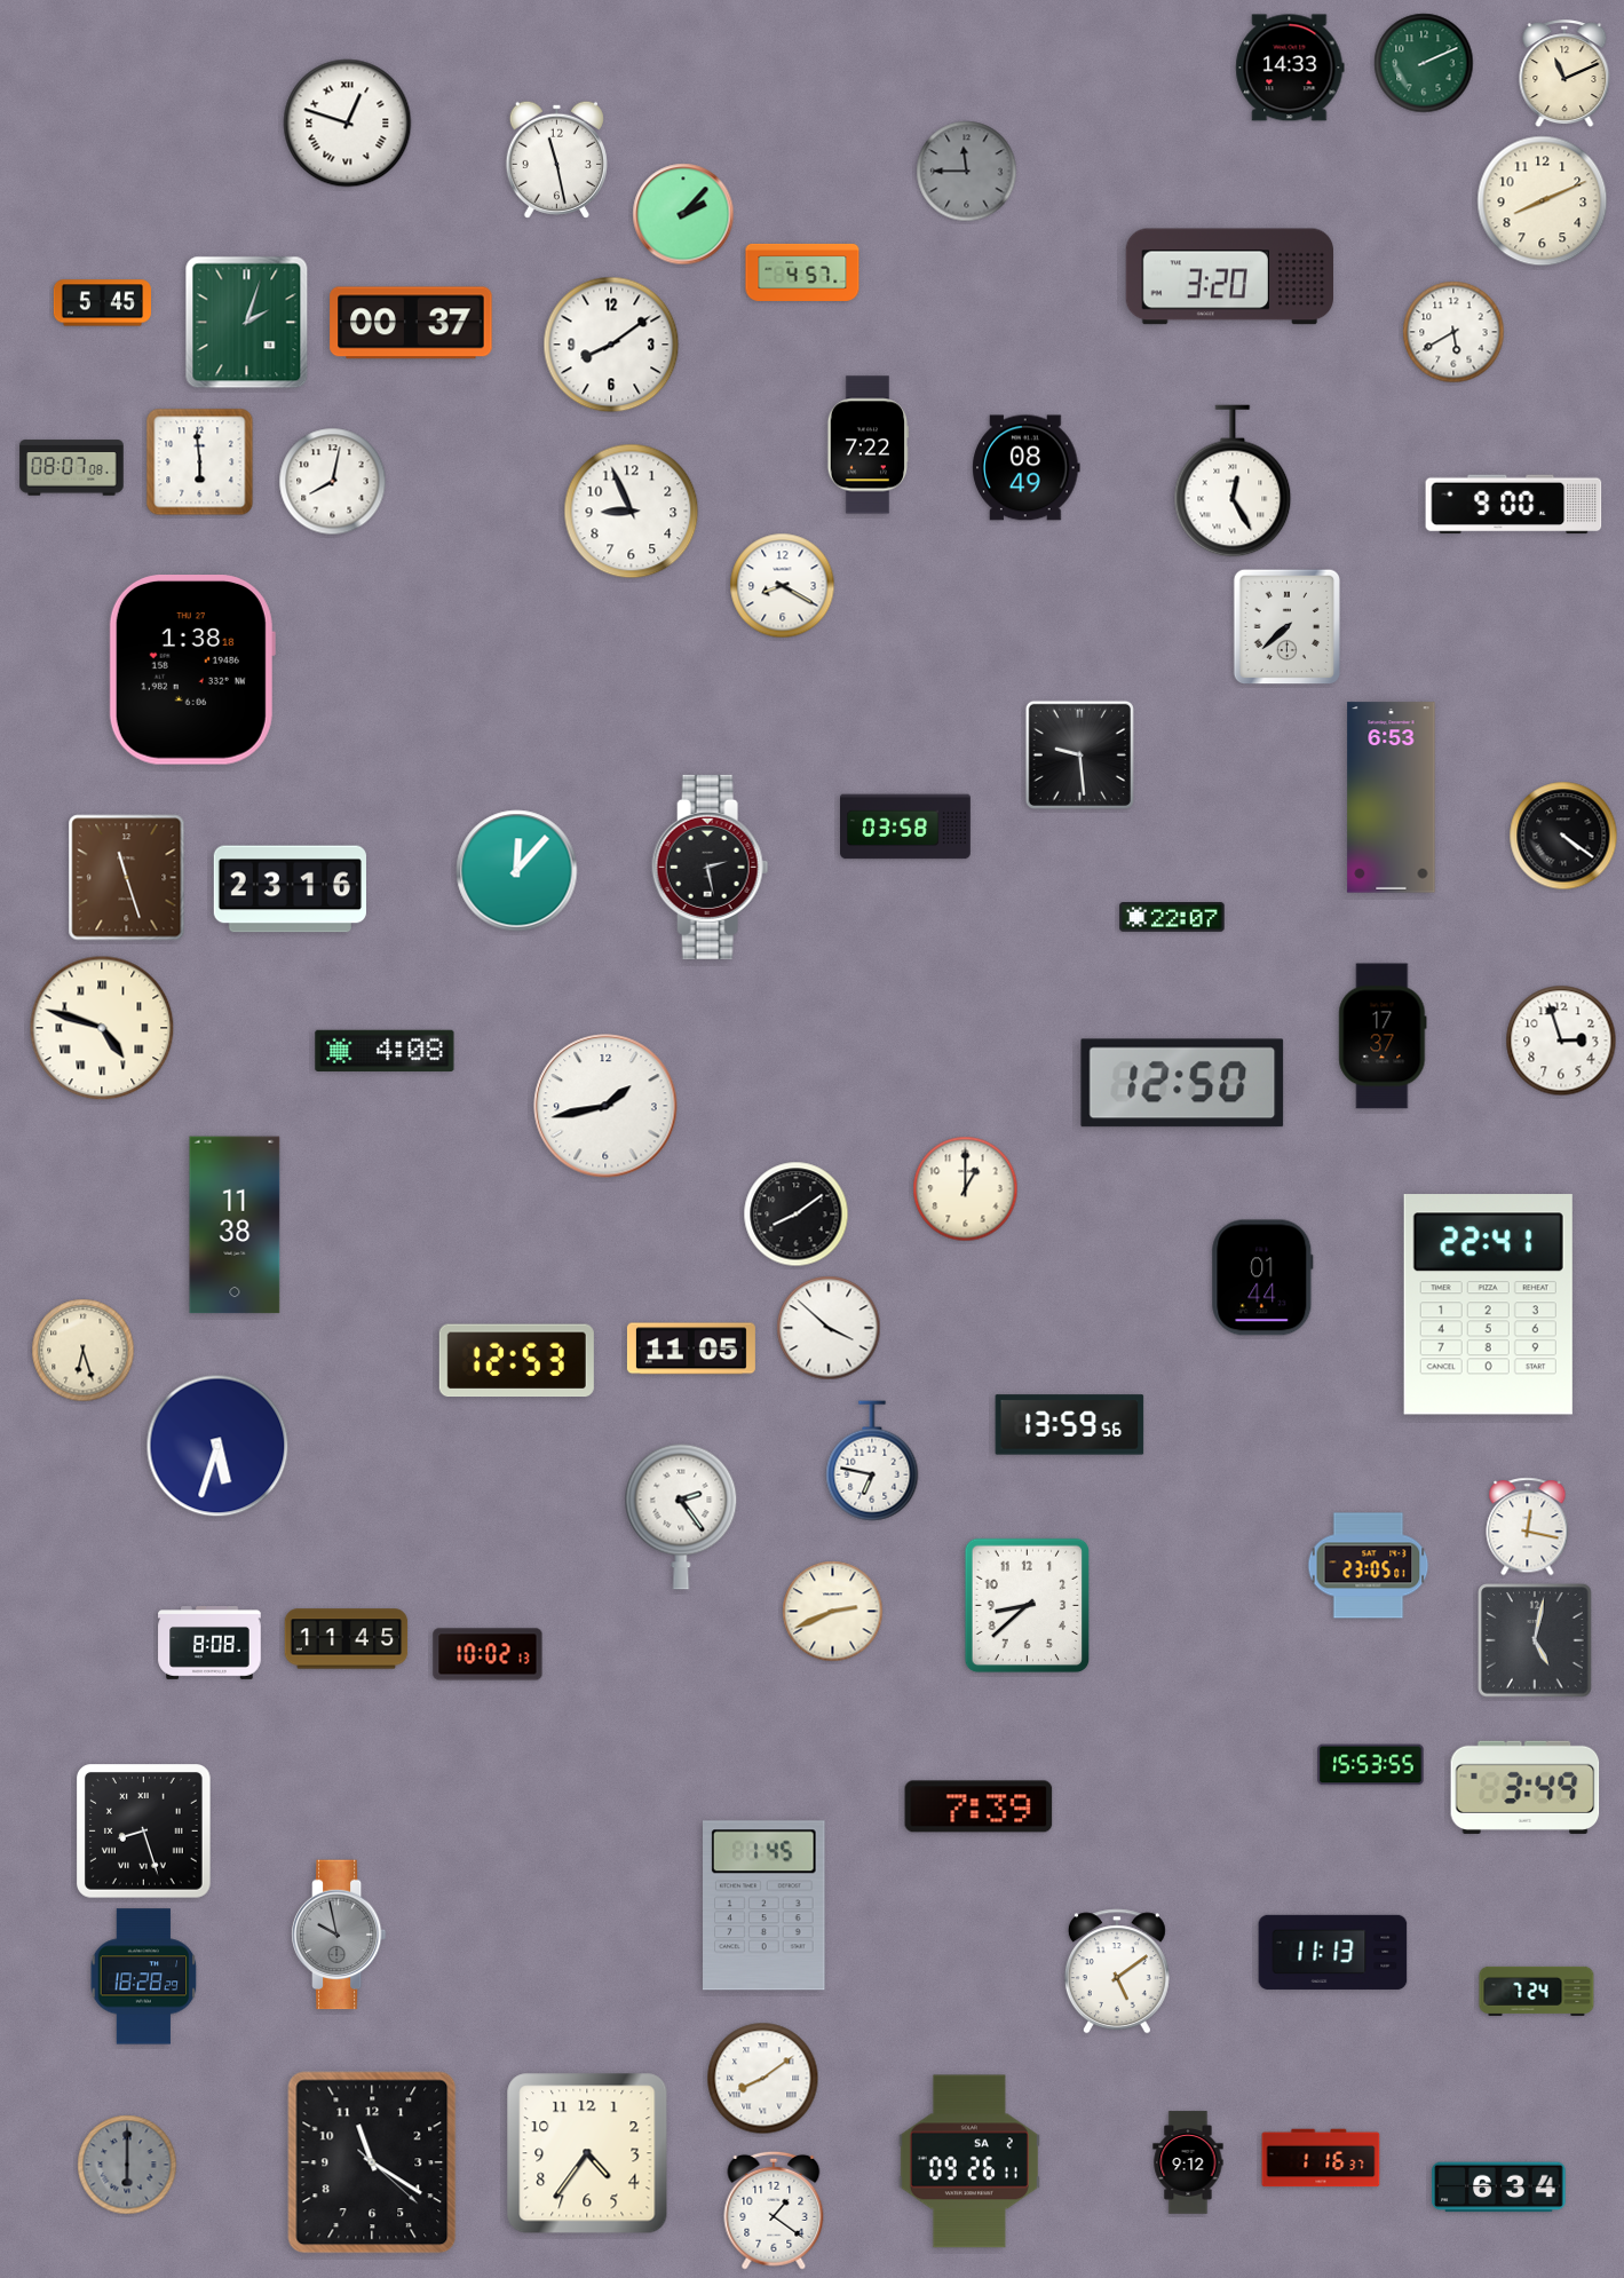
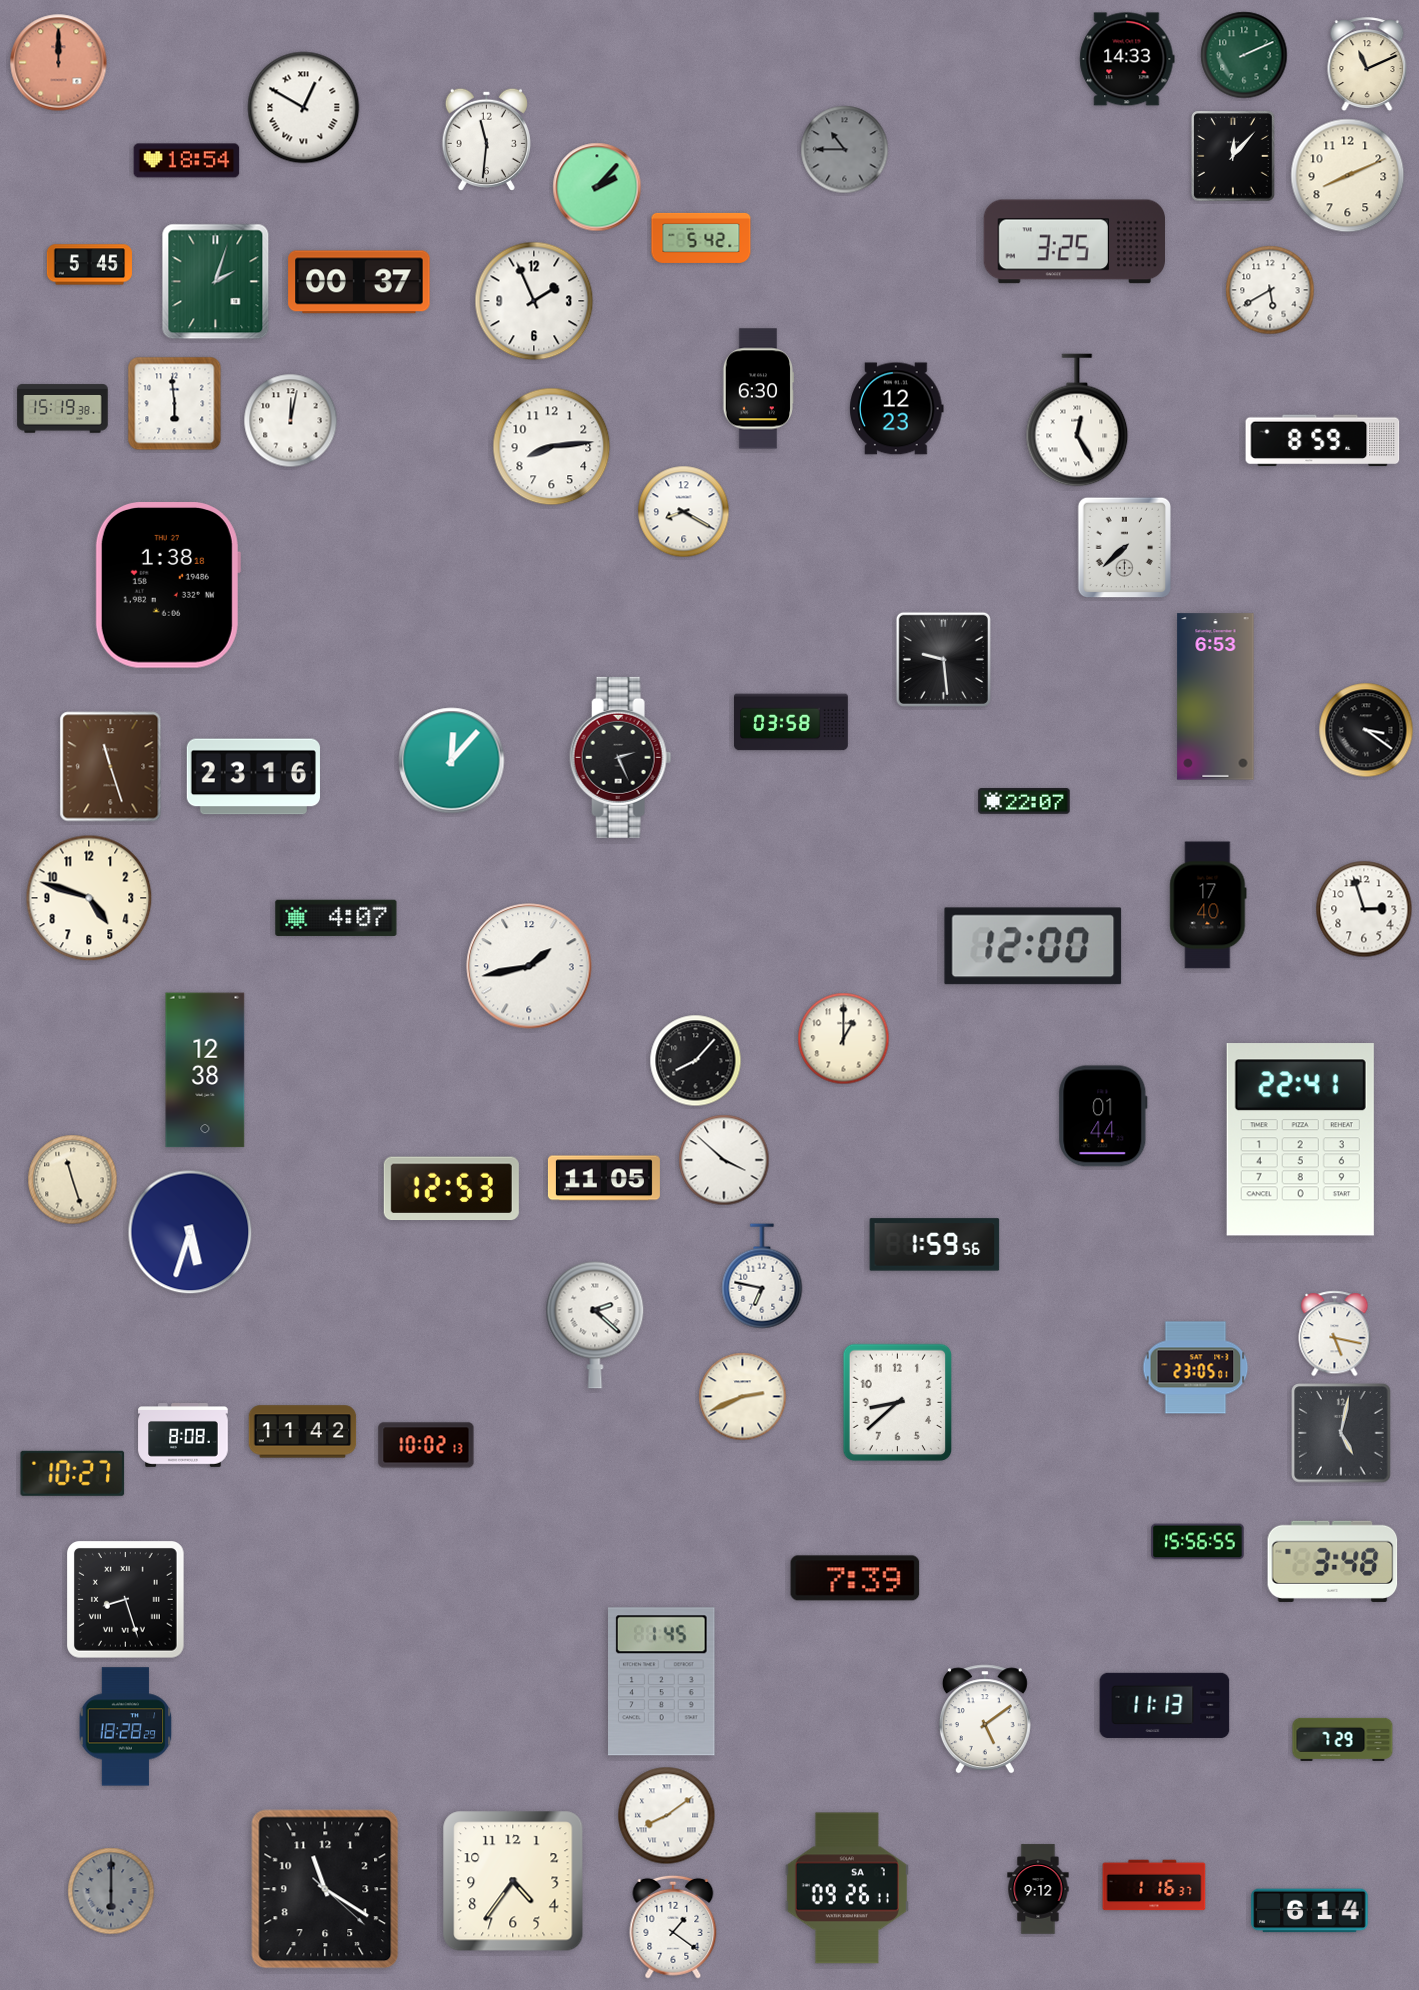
clock at (59, 63): none -> 12:00
clock at (348, 124): 12:48 -> 12:50
clock at (556, 159): 11:28 -> 11:31
clock at (967, 172): 11:45 -> 10:45
clock at (1234, 157): none -> 12:07
clock at (187, 161): none -> 18:54
clock at (802, 272): 4:57 -> 5:42
clock at (1229, 277): 3:20 -> 3:25
clock at (611, 345): 8:09 -> 1:56
clock at (869, 445): 7:22 -> 6:30
clock at (72, 468): 08:07 -> 15:19
clock at (1027, 468): 08:49 -> 12:23
clock at (333, 482): 8:02 -> 12:02
clock at (1514, 505): 9:00 -> 8:59
clock at (632, 512): 8:56 -> 8:14
clock at (1563, 836): 4:21 -> 3:21
clock at (711, 867): 2:28 -> 2:26
clock at (102, 1028) numerals: Roman -> Arabic
clock at (1383, 1036): 17:37 -> 17:40
clock at (385, 1050): 4:08 -> 4:07
clock at (1182, 1083): 12:50 -> 12:00
clock at (797, 1215): 8:09 -> 8:07
clock at (235, 1225): 11:38 -> 12:38
clock at (84, 1351): 6:27 -> 11:27
clock at (1070, 1425): 13:59 -> 1:59
clock at (217, 1446) position: (217, 1446) -> (190, 1232)
clock at (681, 1517): 2:24 -> 2:22
clock at (1528, 1527): 12:17 -> 5:17
clock at (833, 1612) position: (833, 1612) -> (743, 1397)
clock at (347, 1639): 11:45 -> 11:42
clock at (73, 1473): none -> 10:27
clock at (1371, 1765): 15:53 -> 15:56
clock at (1526, 1787): 3:49 -> 3:48
clock at (765, 1906) position: (765, 1906) -> (662, 1682)
clock at (339, 1935): 9:58 -> none
clock at (1117, 1971) position: (1117, 1971) -> (985, 1719)
clock at (1537, 1991): 7:24 -> 7:29
clock at (969, 2161) date: SA 2 -> SA 7
clock at (1499, 2188): 6:34 -> 6:14
clock at (774, 2210) position: (774, 2210) -> (673, 1927)
